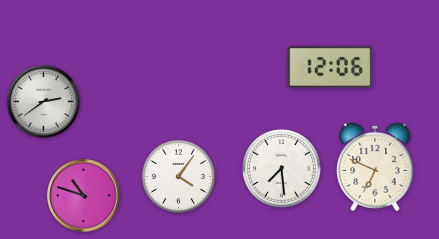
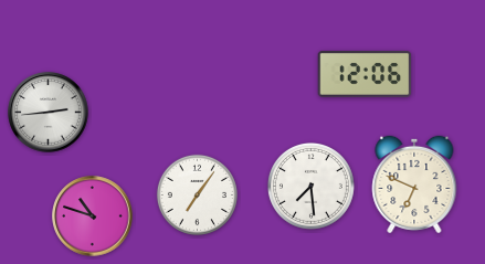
clock at (44, 102): 2:39 -> 2:44
clock at (178, 176): 4:06 -> 7:06
